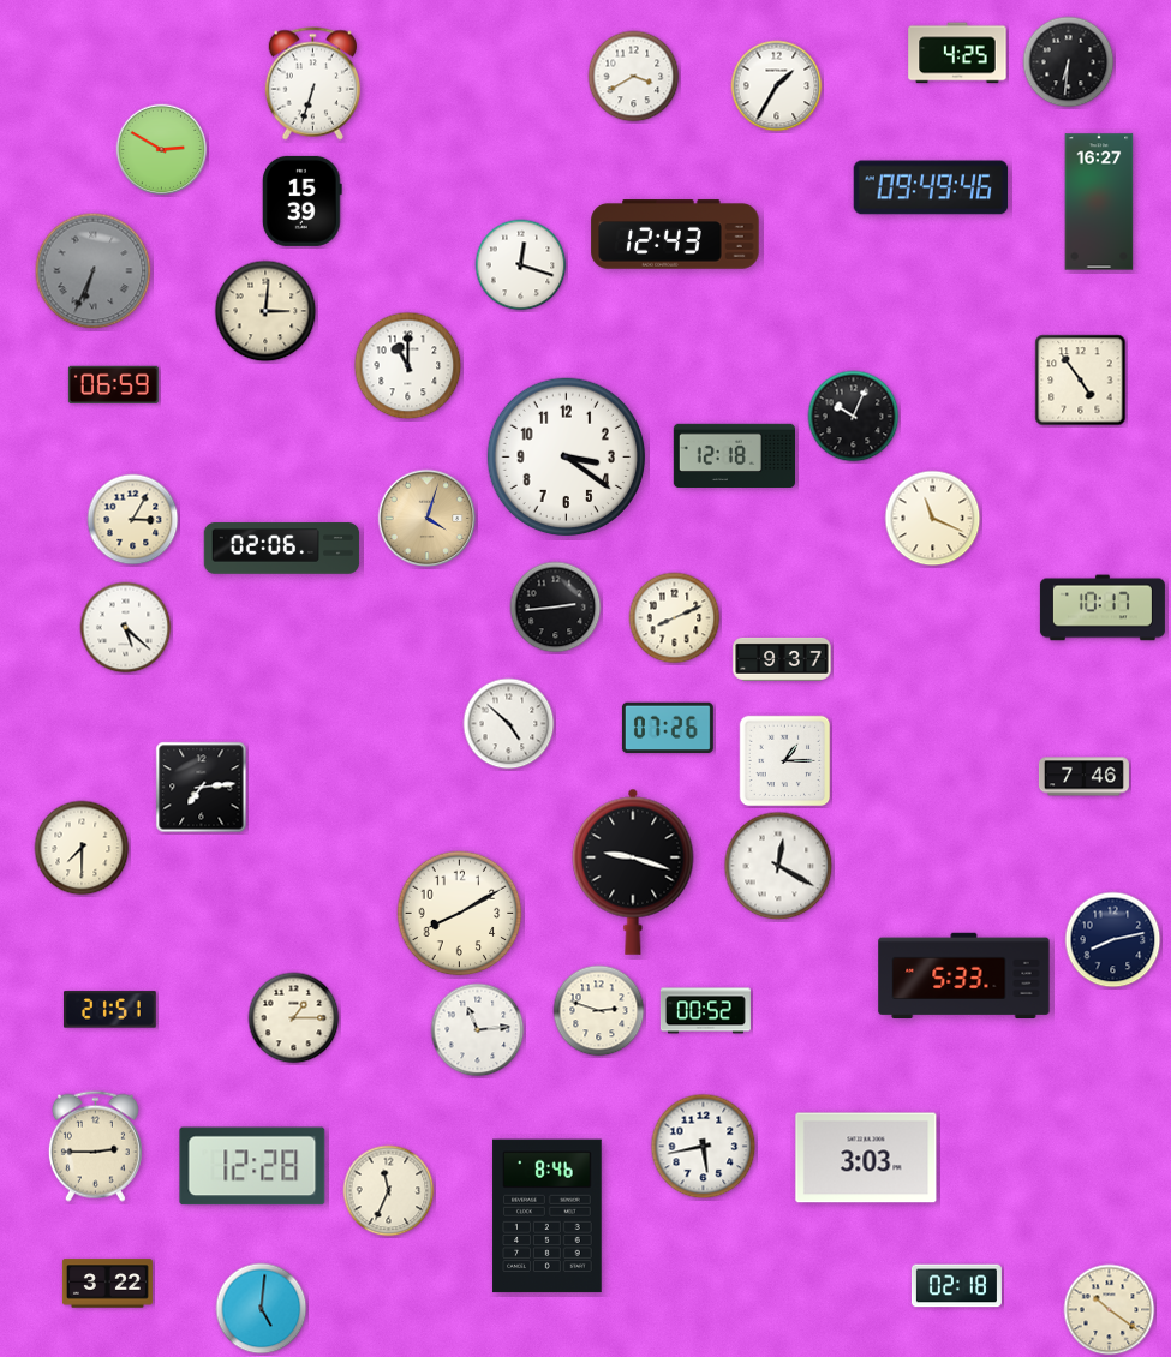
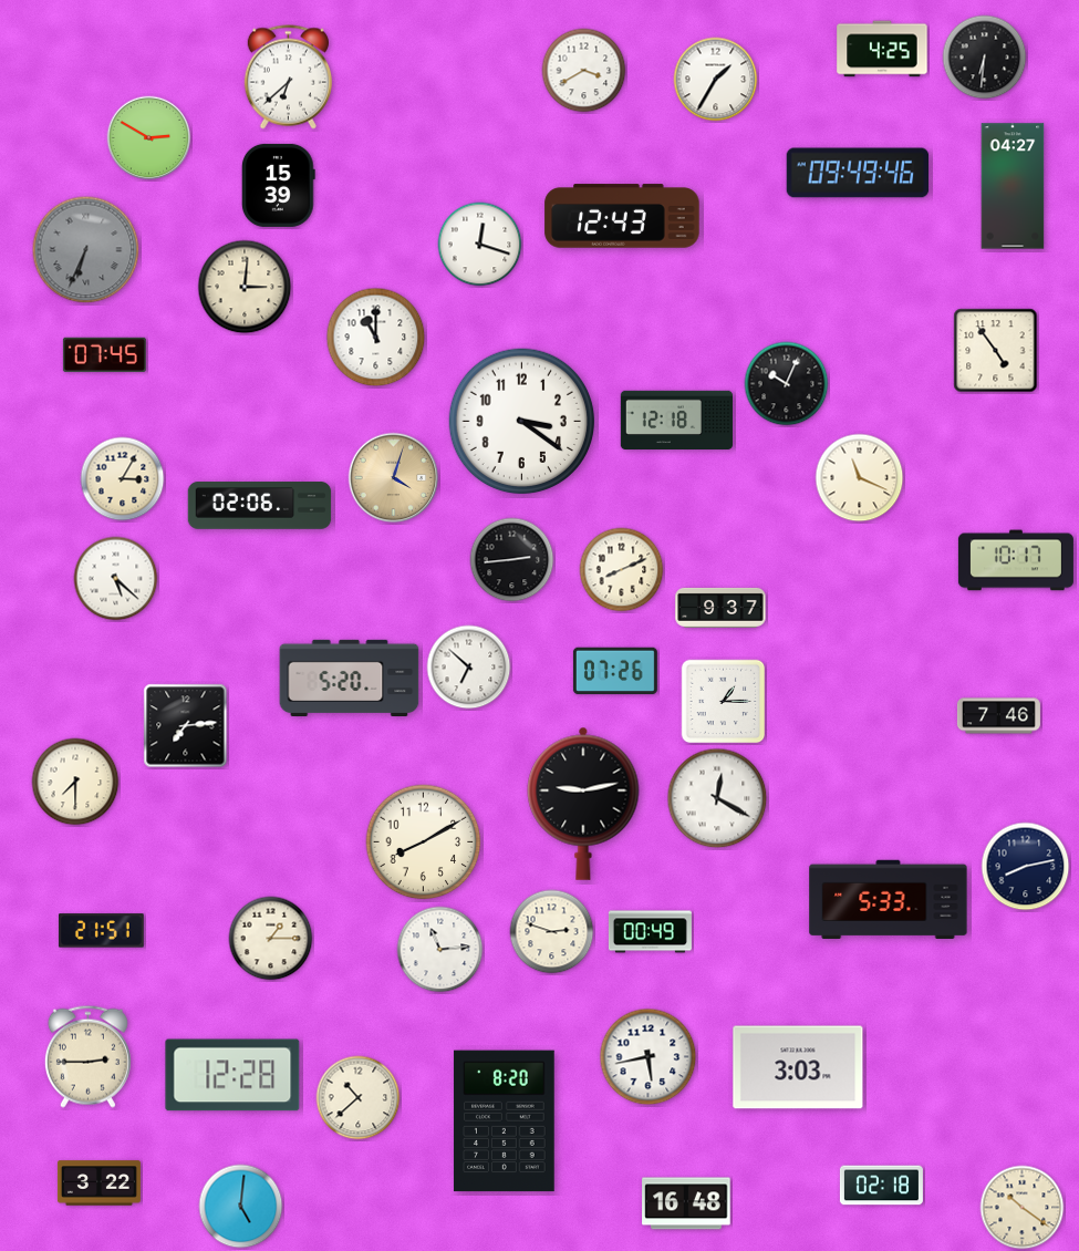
clock at (312, 84): 6:33 -> 6:38
clock at (1099, 202): 16:27 -> 04:27
clock at (113, 384): 06:59 -> 07:45
clock at (509, 724): 4:52 -> 6:52
clock at (350, 678): none -> 5:20
clock at (633, 872): 9:18 -> 9:13
clock at (705, 1011): 00:52 -> 00:49
clock at (389, 1191): 11:34 -> 10:38
clock at (548, 1216): 8:46 -> 8:20
clock at (686, 1203): none -> 16:48
